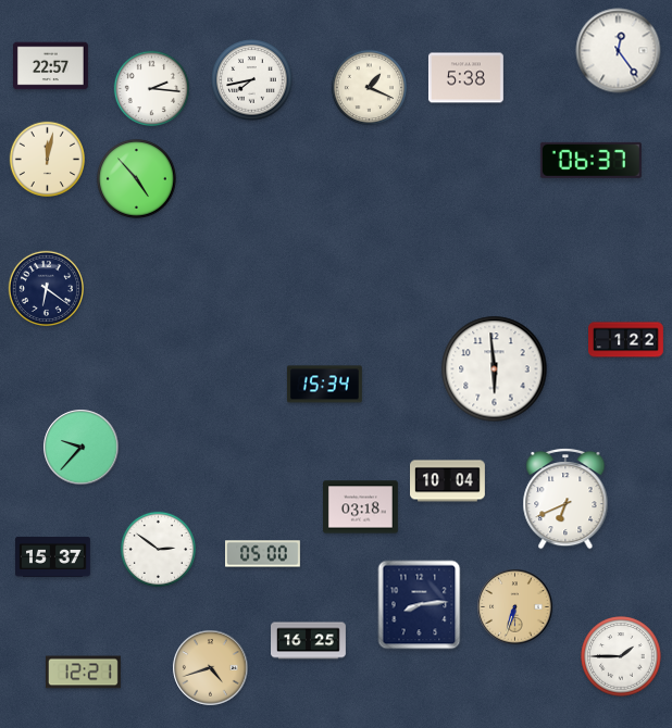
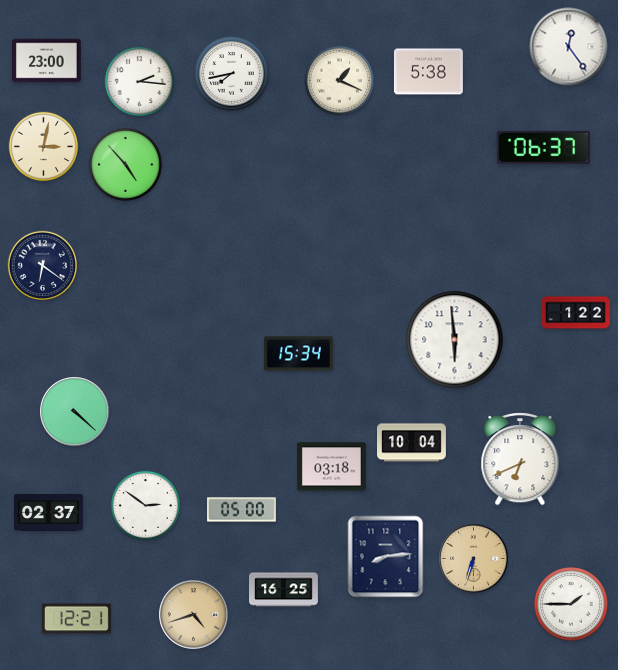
clock at (51, 66): 22:57 -> 23:00
clock at (47, 159): 12:02 -> 3:02
clock at (82, 448): 9:37 -> 4:22
clock at (53, 556): 15:37 -> 02:37
